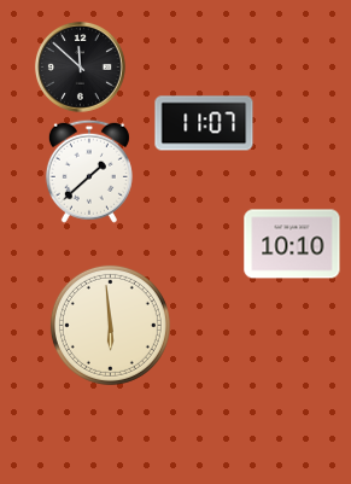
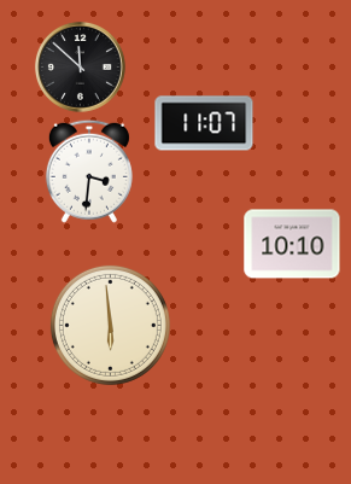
clock at (89, 171): 1:38 -> 3:31
